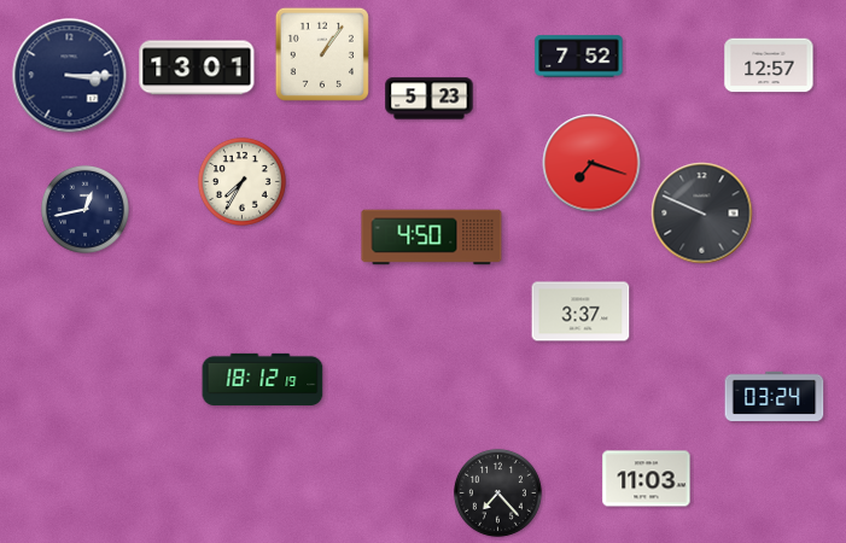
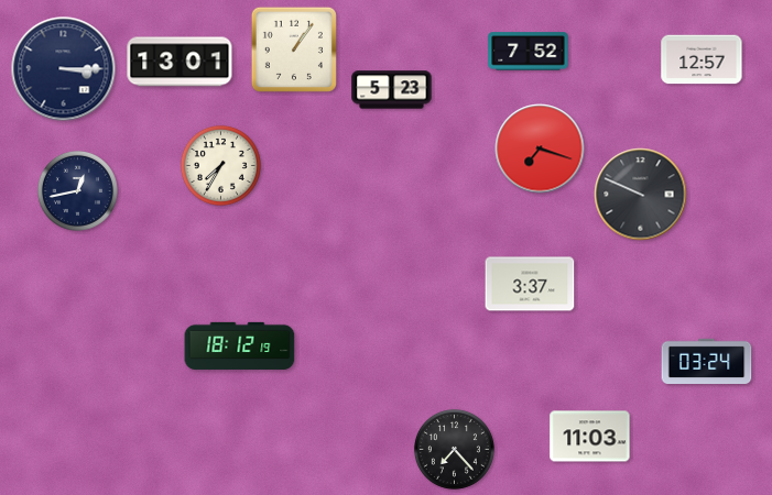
clock at (432, 238): 4:50 -> none
